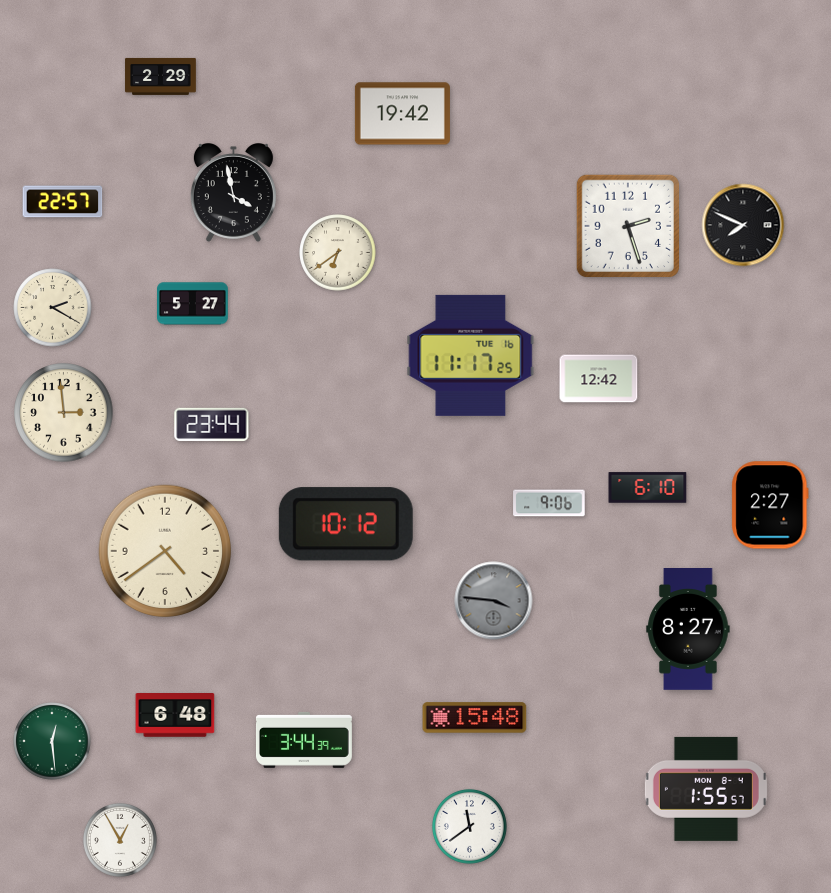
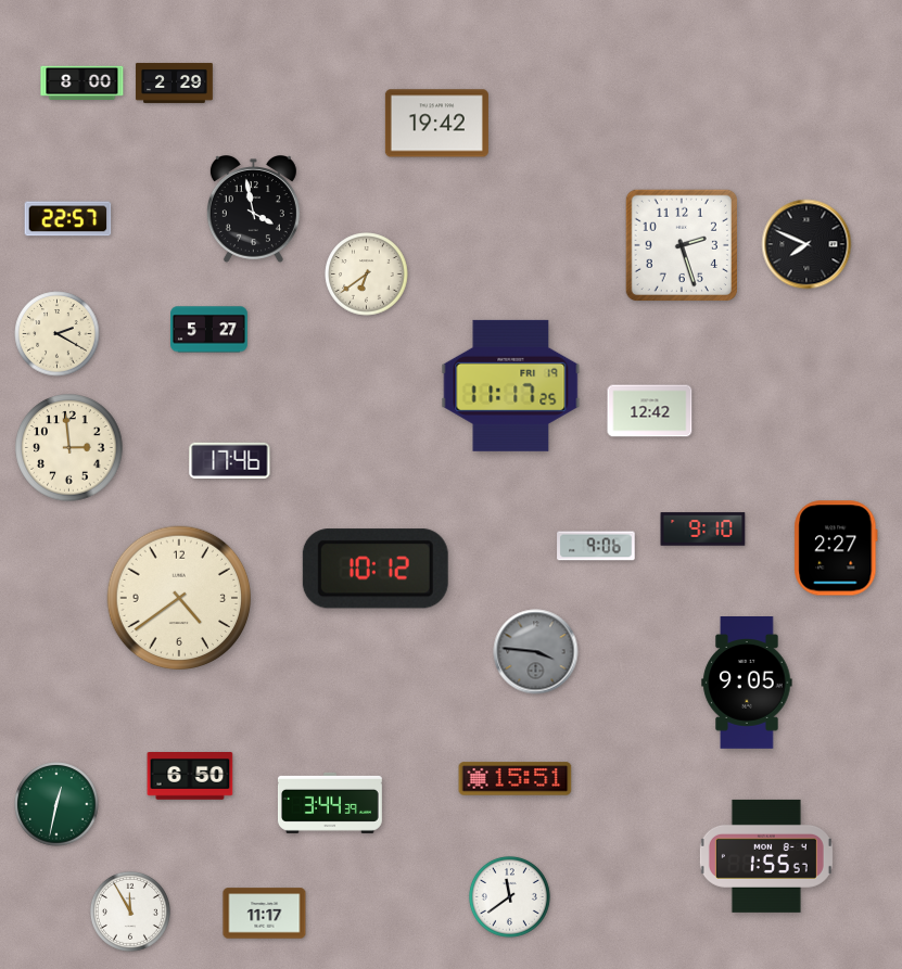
clock at (82, 84): none -> 8:00
clock at (471, 355) date: TUE 16 -> FRI 19
clock at (212, 424): 23:44 -> 17:46
clock at (648, 488): 6:10 -> 9:10
clock at (688, 630): 8:27 -> 9:05
clock at (175, 715): 6:48 -> 6:50
clock at (475, 718): 15:48 -> 15:51
clock at (52, 741): 12:29 -> 12:32
clock at (120, 840): 12:55 -> 11:55
clock at (265, 914): none -> 11:17
